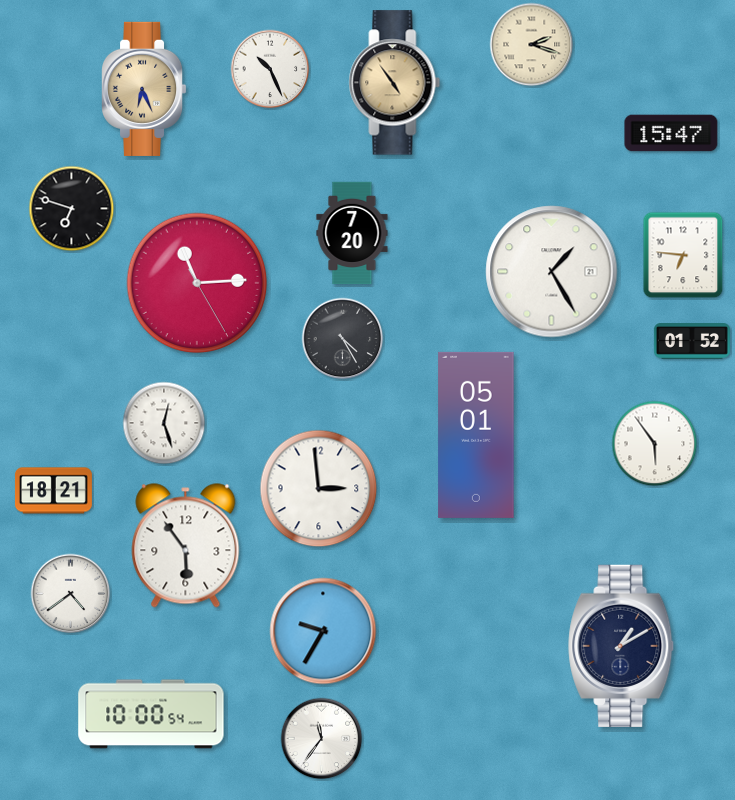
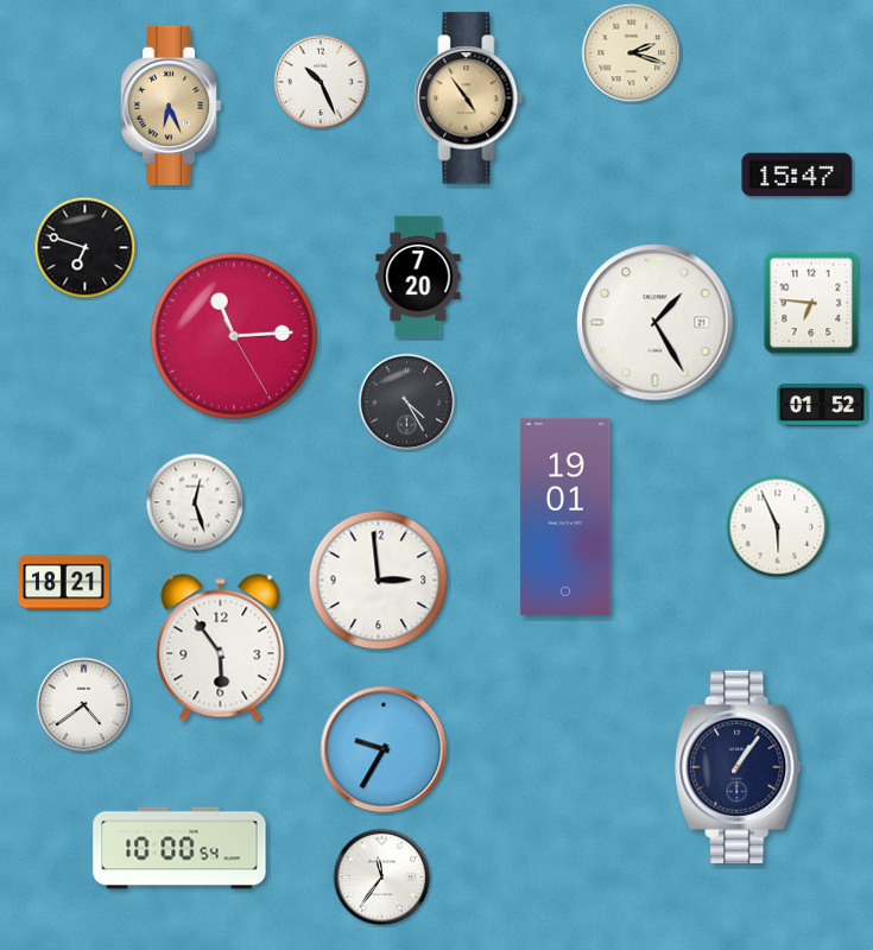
clock at (671, 133) position: (671, 133) -> (797, 175)
clock at (476, 435): 05:01 -> 19:01
clock at (655, 444): 5:54 -> 5:56
clock at (622, 646): 1:10 -> 1:06
